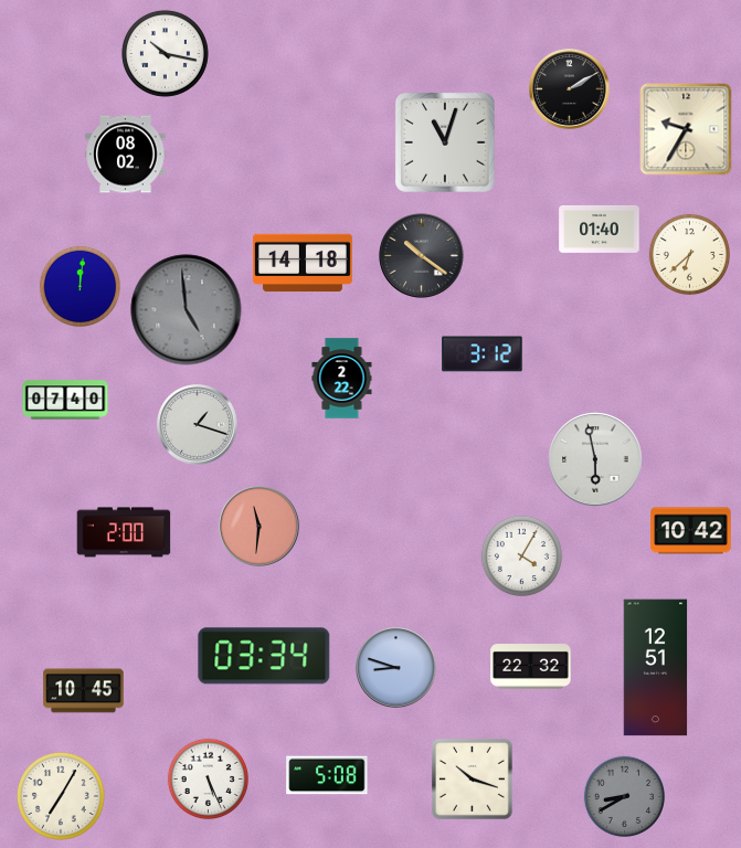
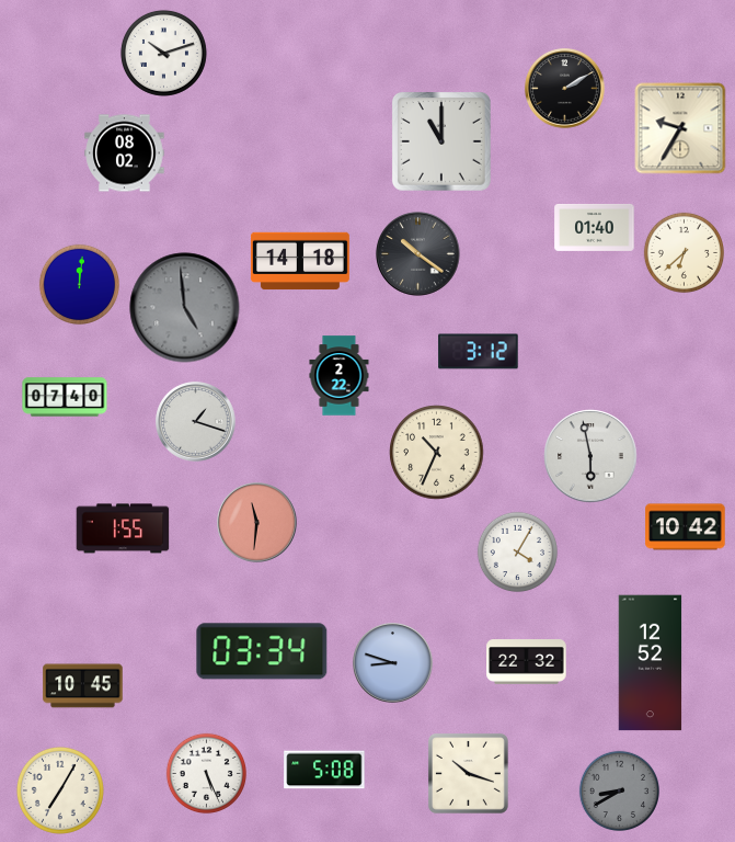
clock at (165, 53): 10:17 -> 10:12
clock at (446, 144): 11:03 -> 11:00
clock at (437, 453): none -> 10:34
clock at (124, 532): 2:00 -> 1:55
clock at (656, 668): 12:51 -> 12:52
